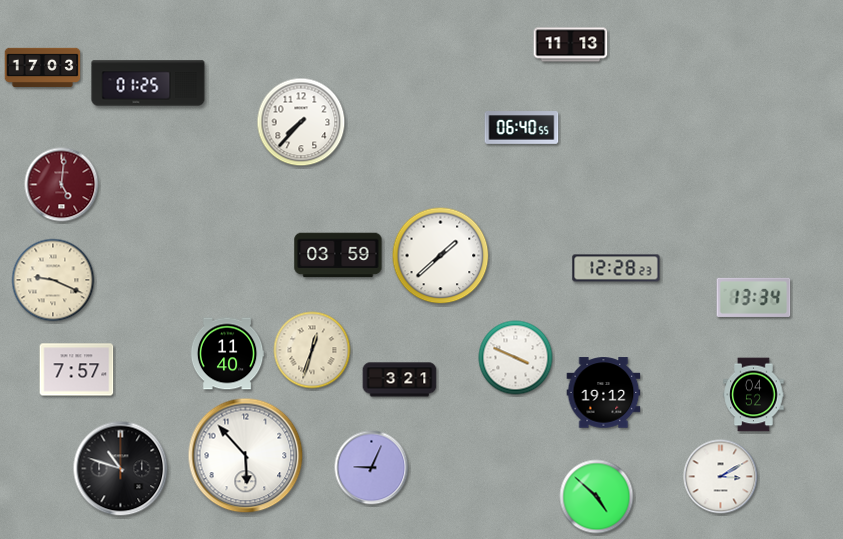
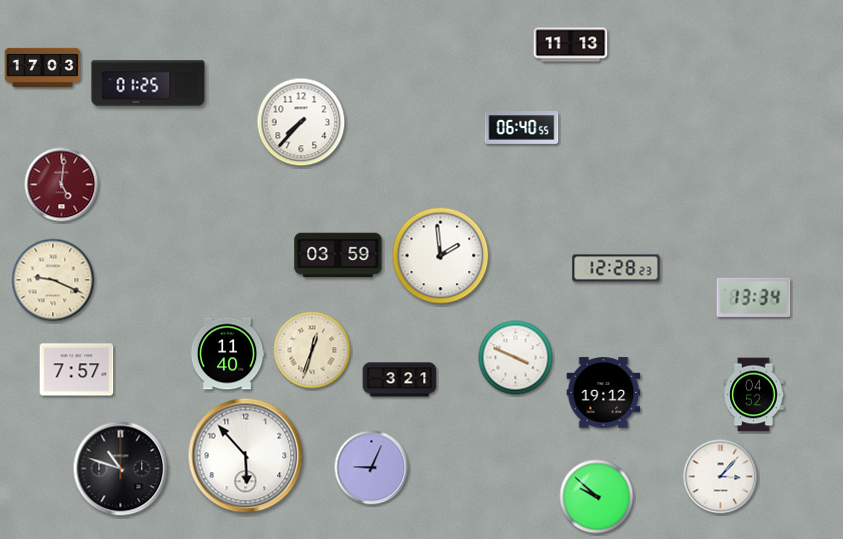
clock at (441, 256): 1:38 -> 1:59
clock at (721, 477): 3:10 -> 3:07
clock at (597, 497): 4:52 -> 9:52
